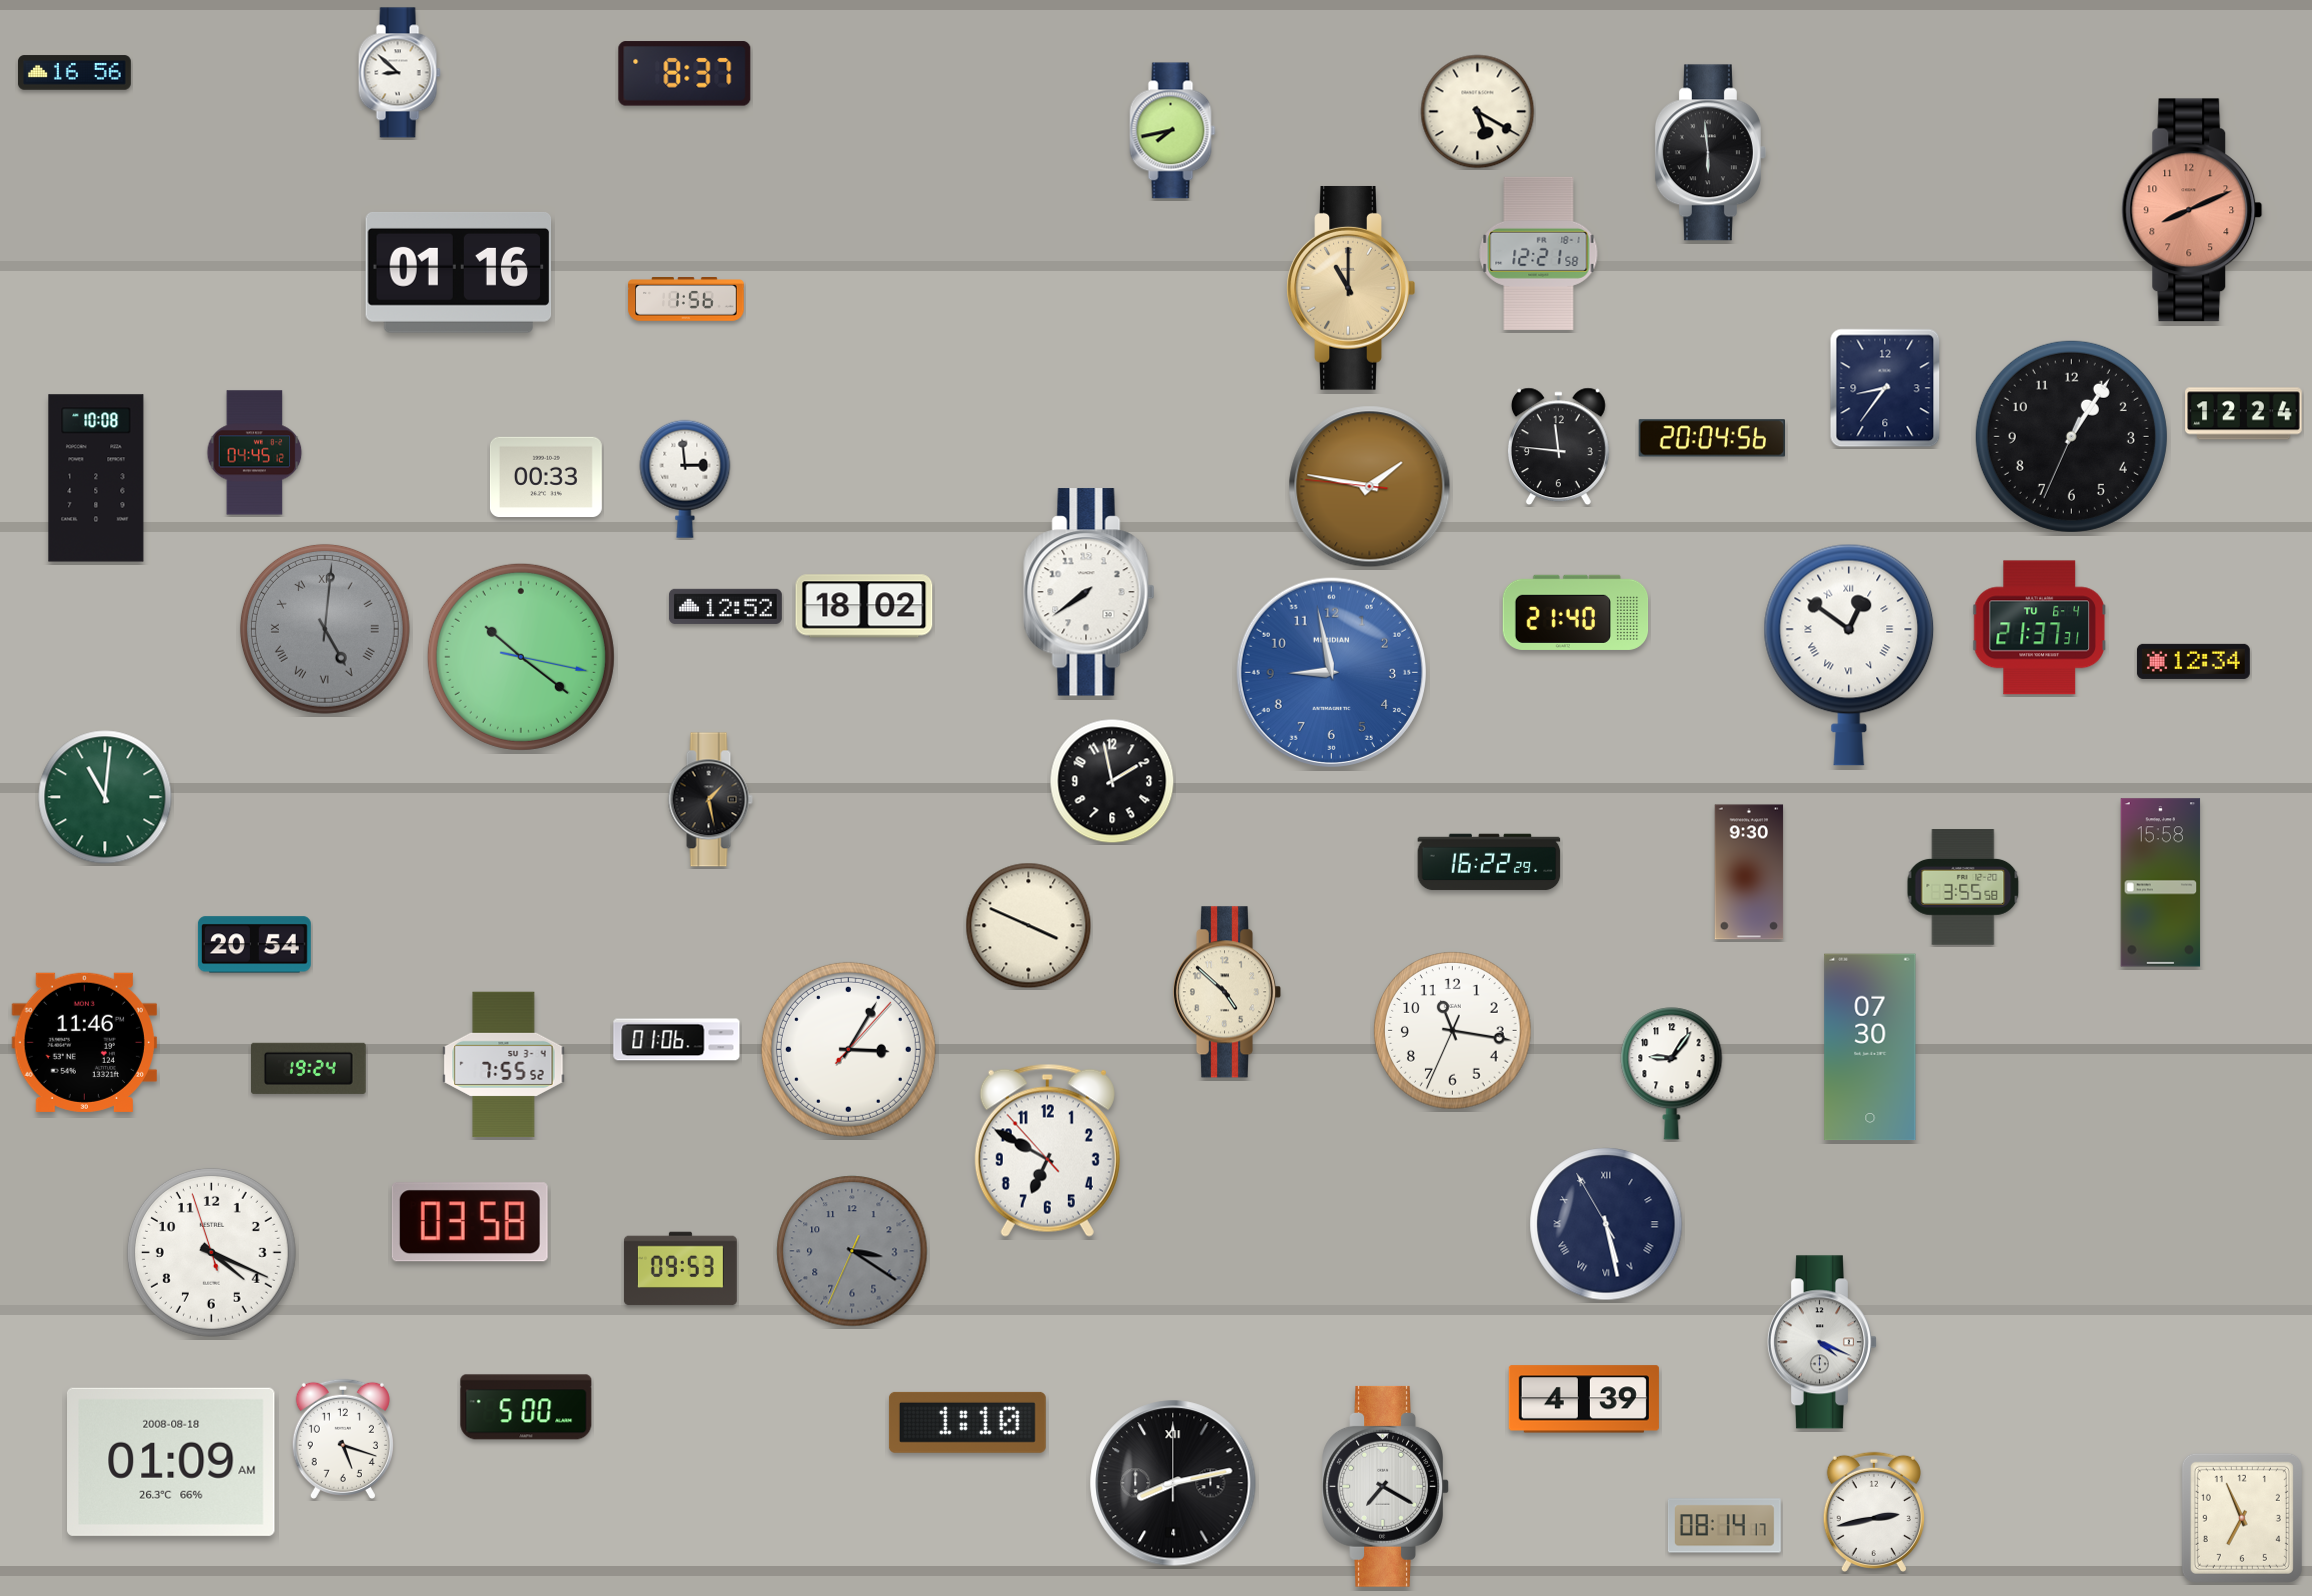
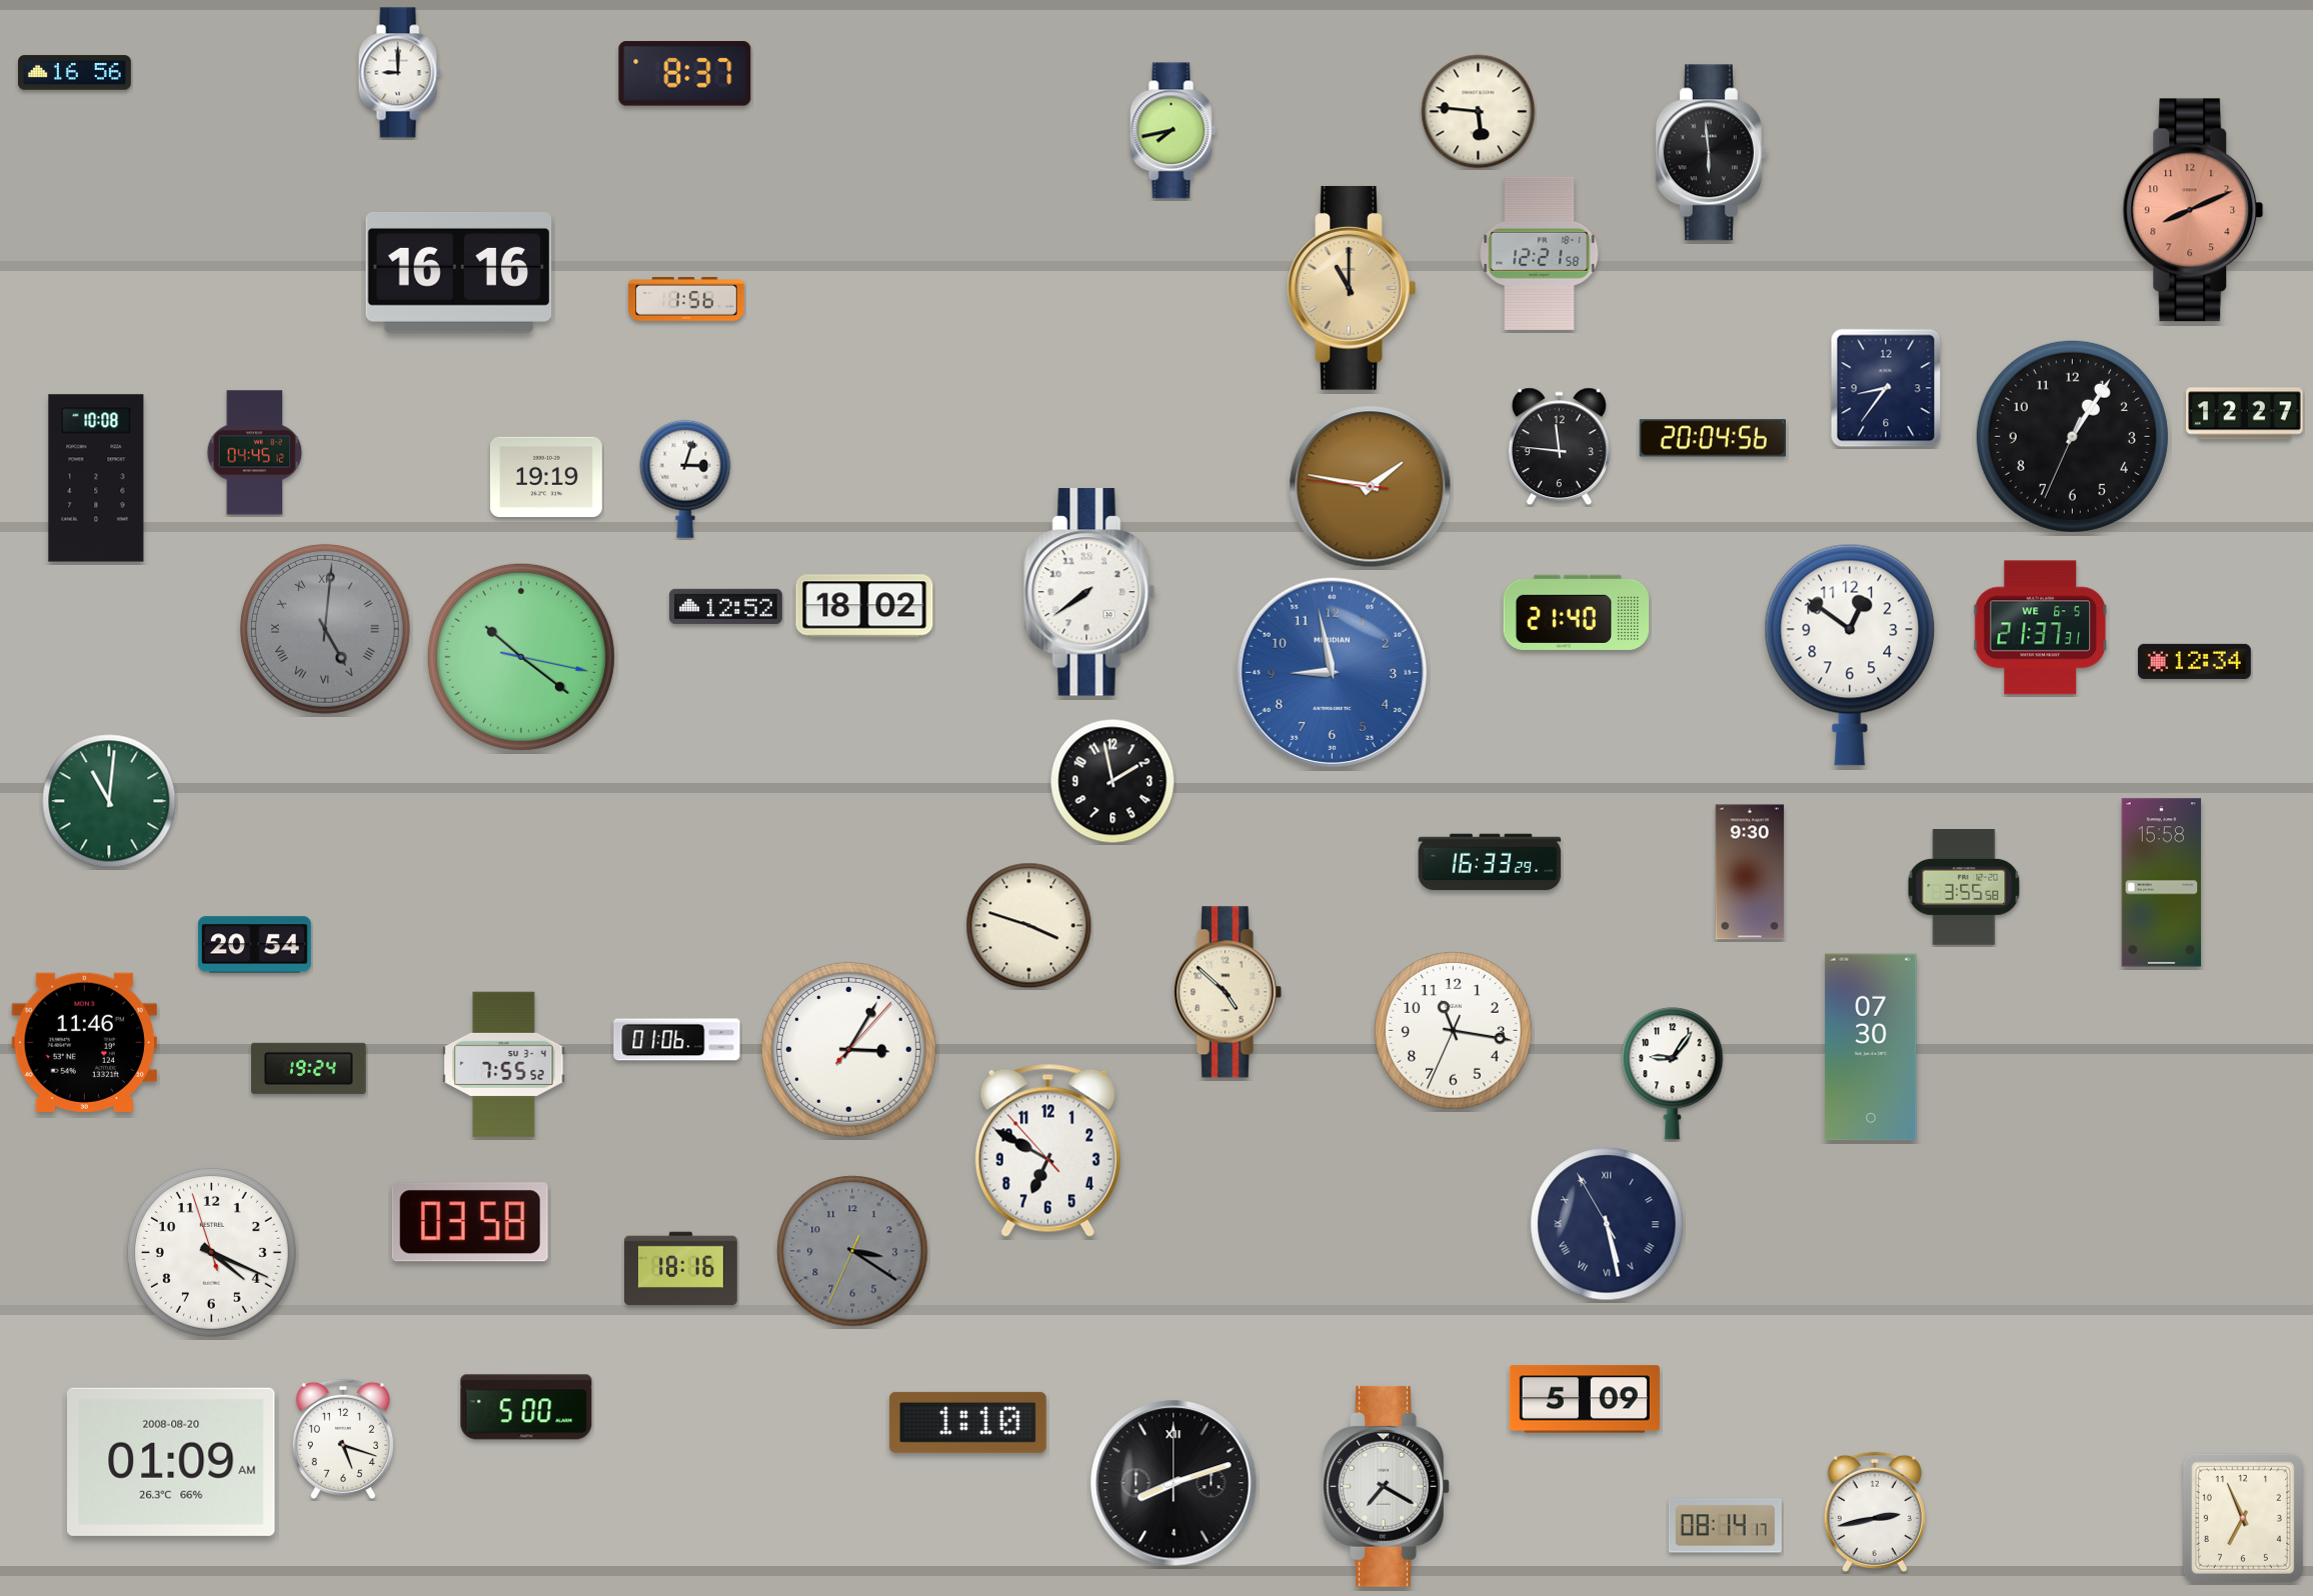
clock at (399, 73): 8:52 -> 9:00
clock at (1478, 112): 5:20 -> 5:46
clock at (459, 272): 01:16 -> 16:16
clock at (2244, 414): 12:24 -> 12:27
clock at (546, 477): 00:33 -> 19:19
clock at (685, 479): 2:59 -> 3:03
clock at (2039, 628) date: TU 6-4 -> WE 6-5
clock at (1849, 655) numerals: Roman -> Arabic
clock at (105, 797) position: (105, 797) -> (109, 801)
clock at (710, 800): 1:28 -> none
clock at (1489, 862): 16:22 -> 16:33
clock at (1029, 926): 3:49 -> 3:48
clock at (680, 1269): 09:53 -> 18:16
clock at (1821, 1342): 4:19 -> none
clock at (1584, 1399): 4:39 -> 5:09
clock at (172, 1462) date: 2008-08-18 -> 2008-08-20
clock at (1173, 1483): 8:13 -> 8:12
